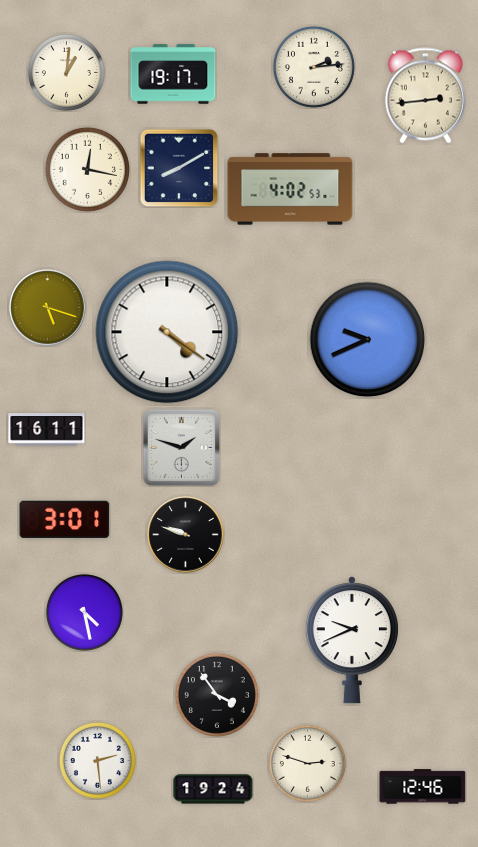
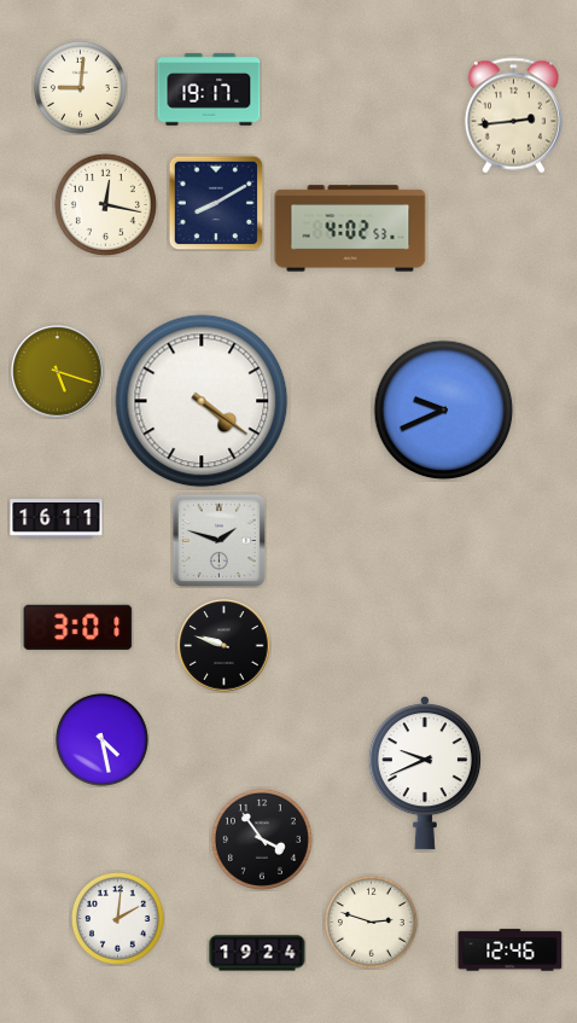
clock at (314, 67): 2:14 -> none
clock at (66, 72): 1:01 -> 9:01
clock at (97, 760): 2:29 -> 2:01
